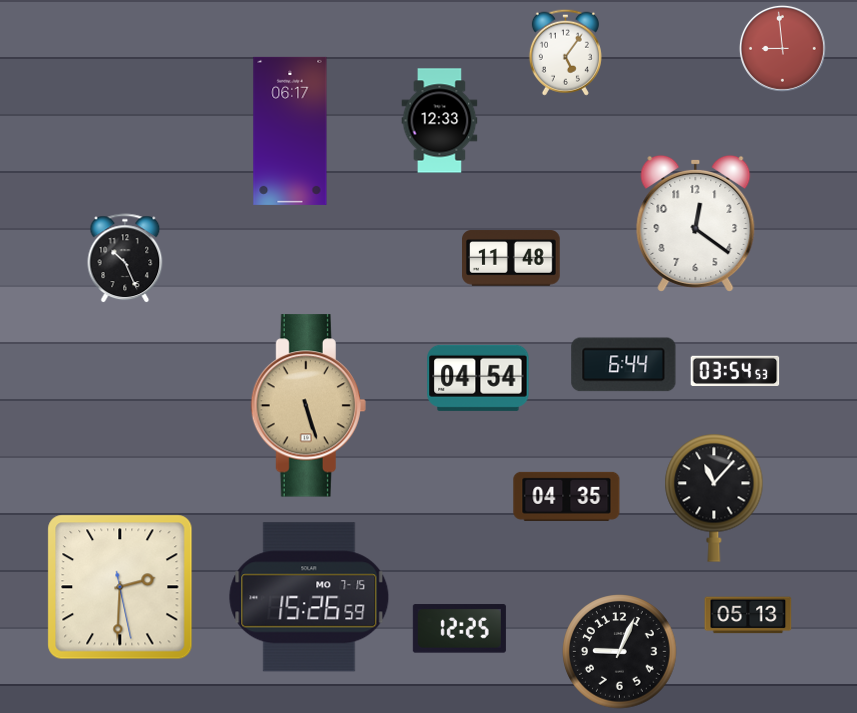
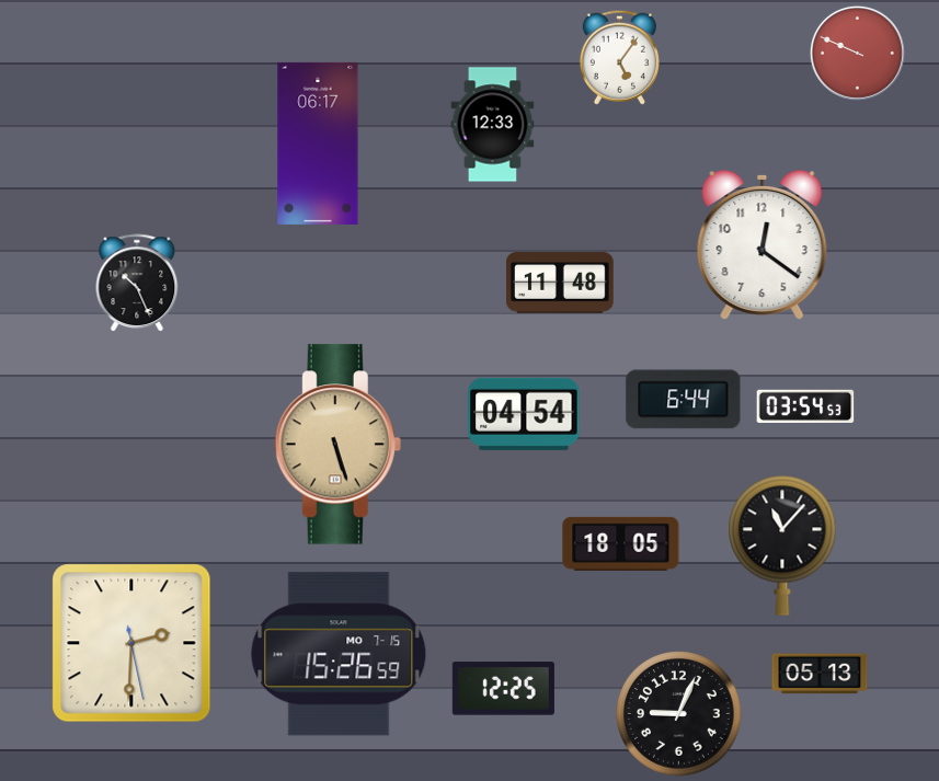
clock at (782, 48): 8:59 -> 9:49
clock at (440, 121) position: (440, 121) -> (493, 125)
clock at (567, 496): 04:35 -> 18:05
